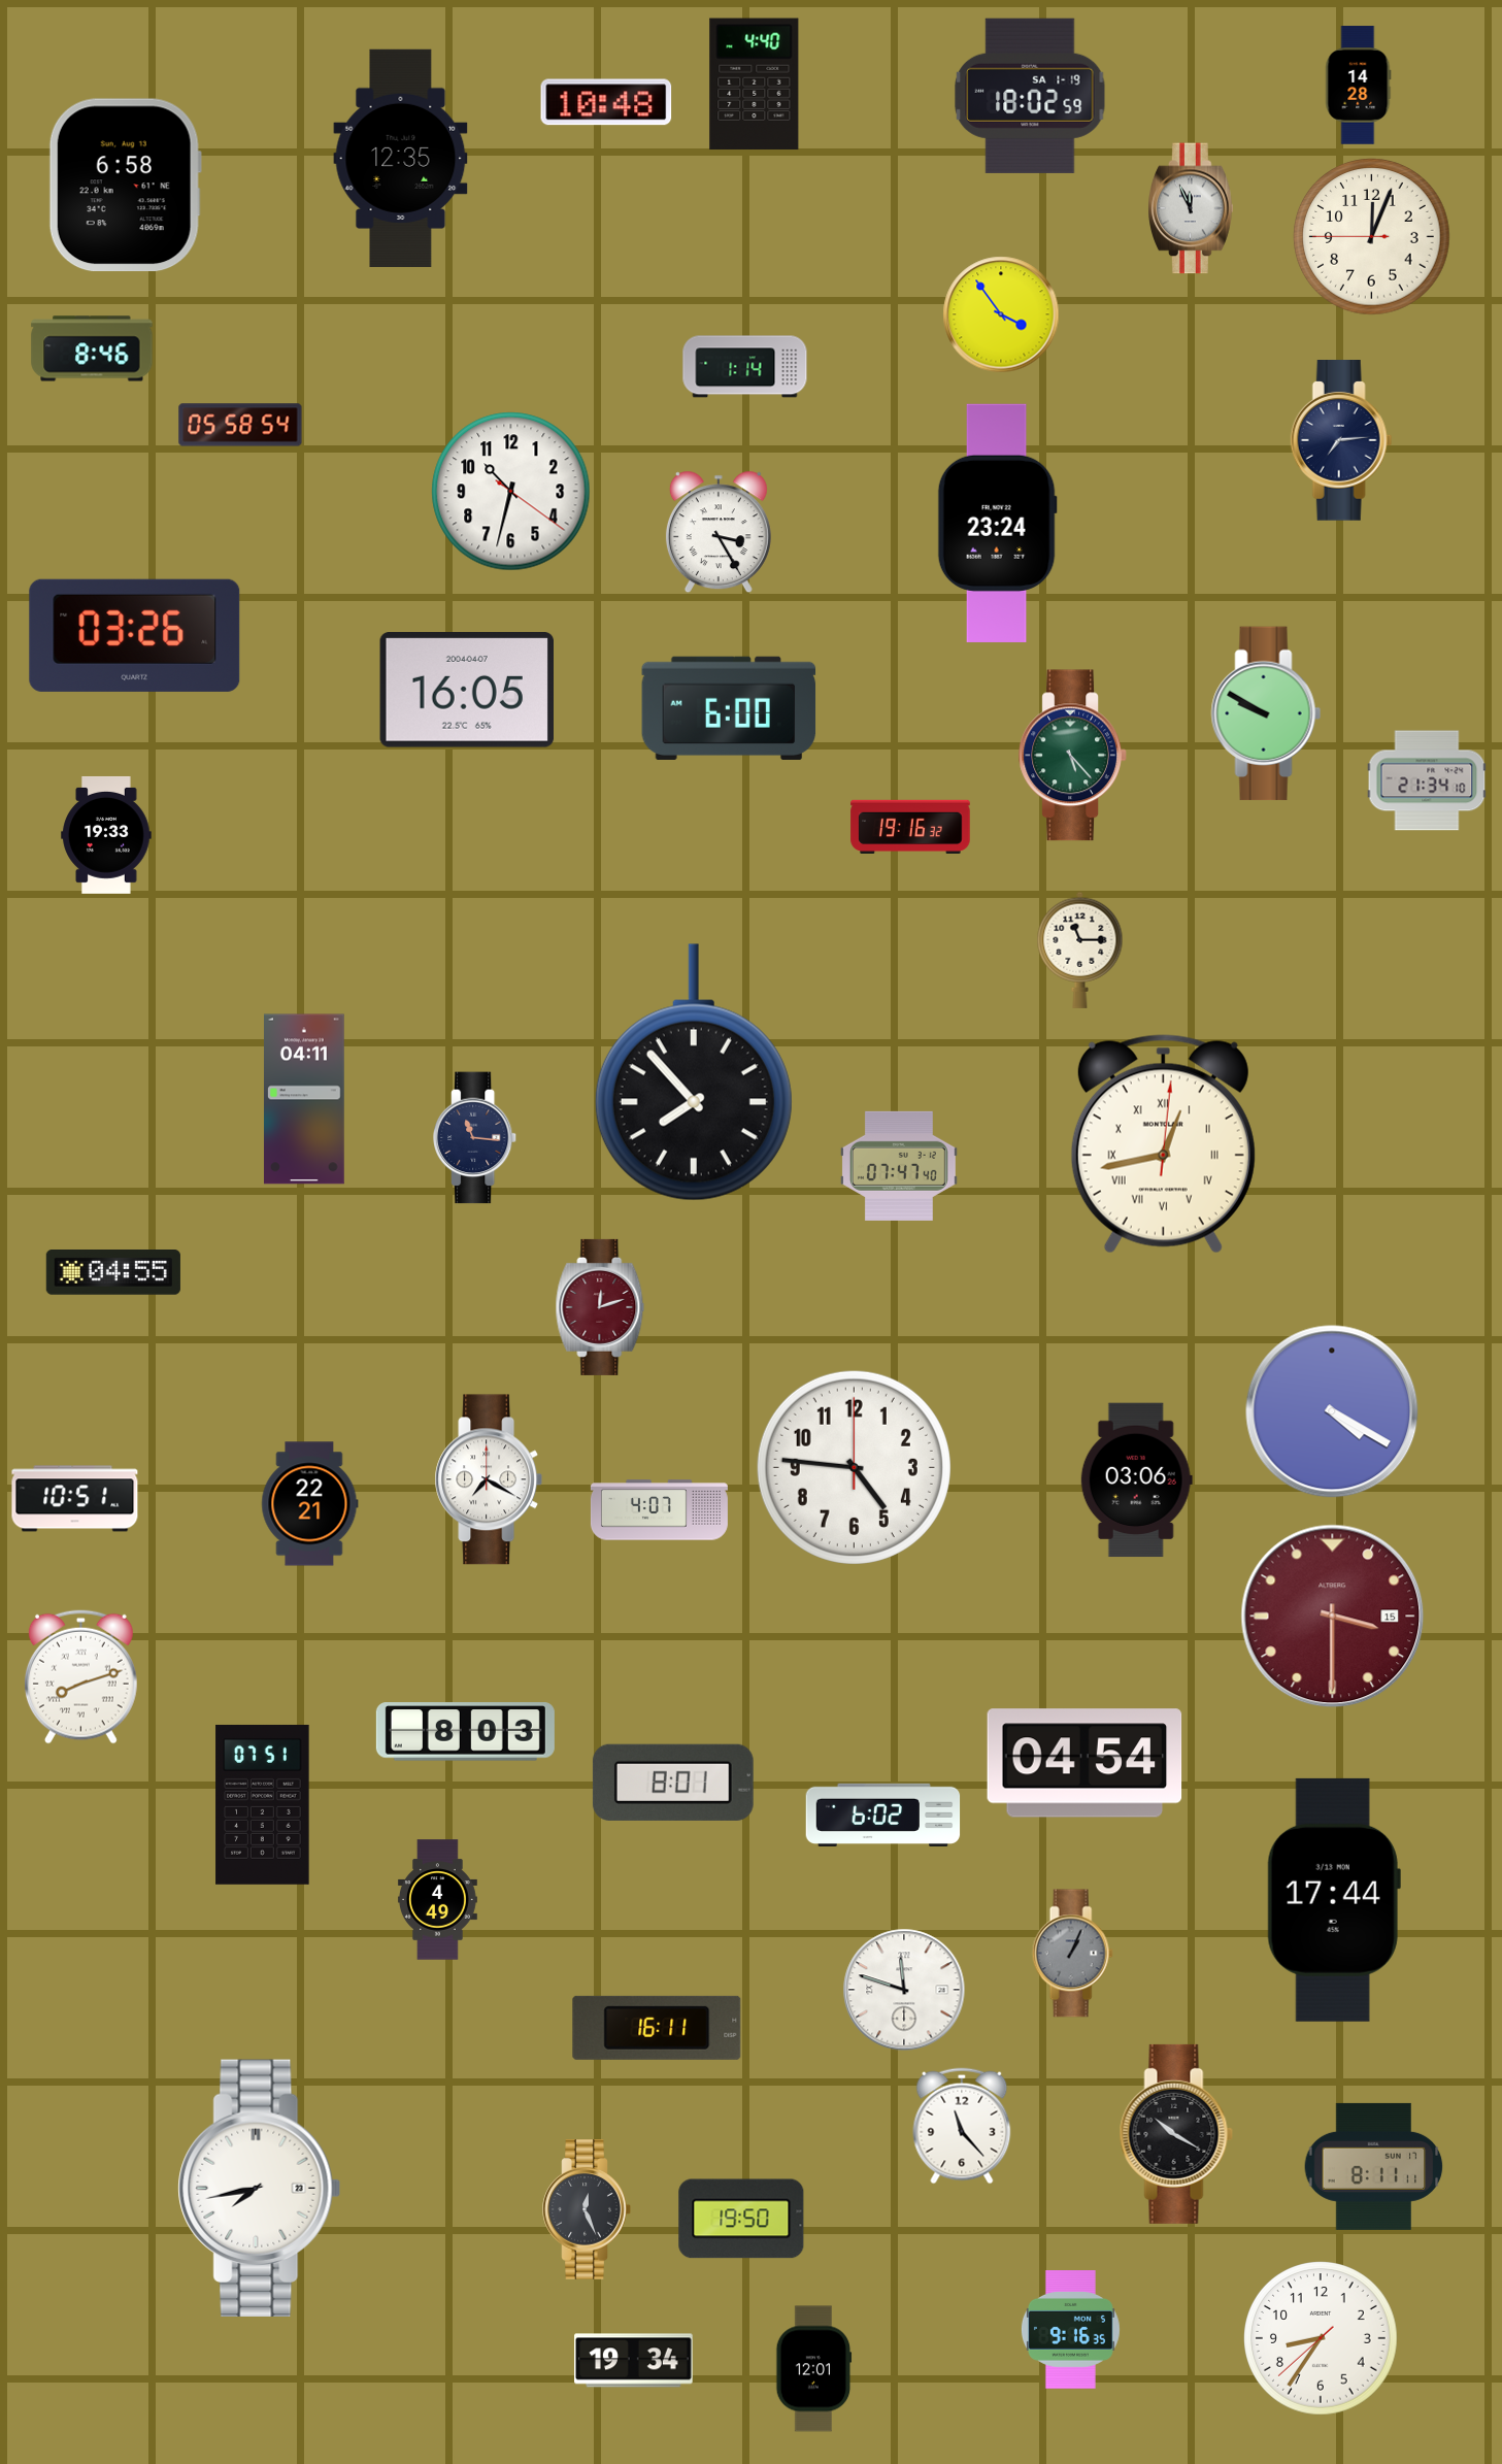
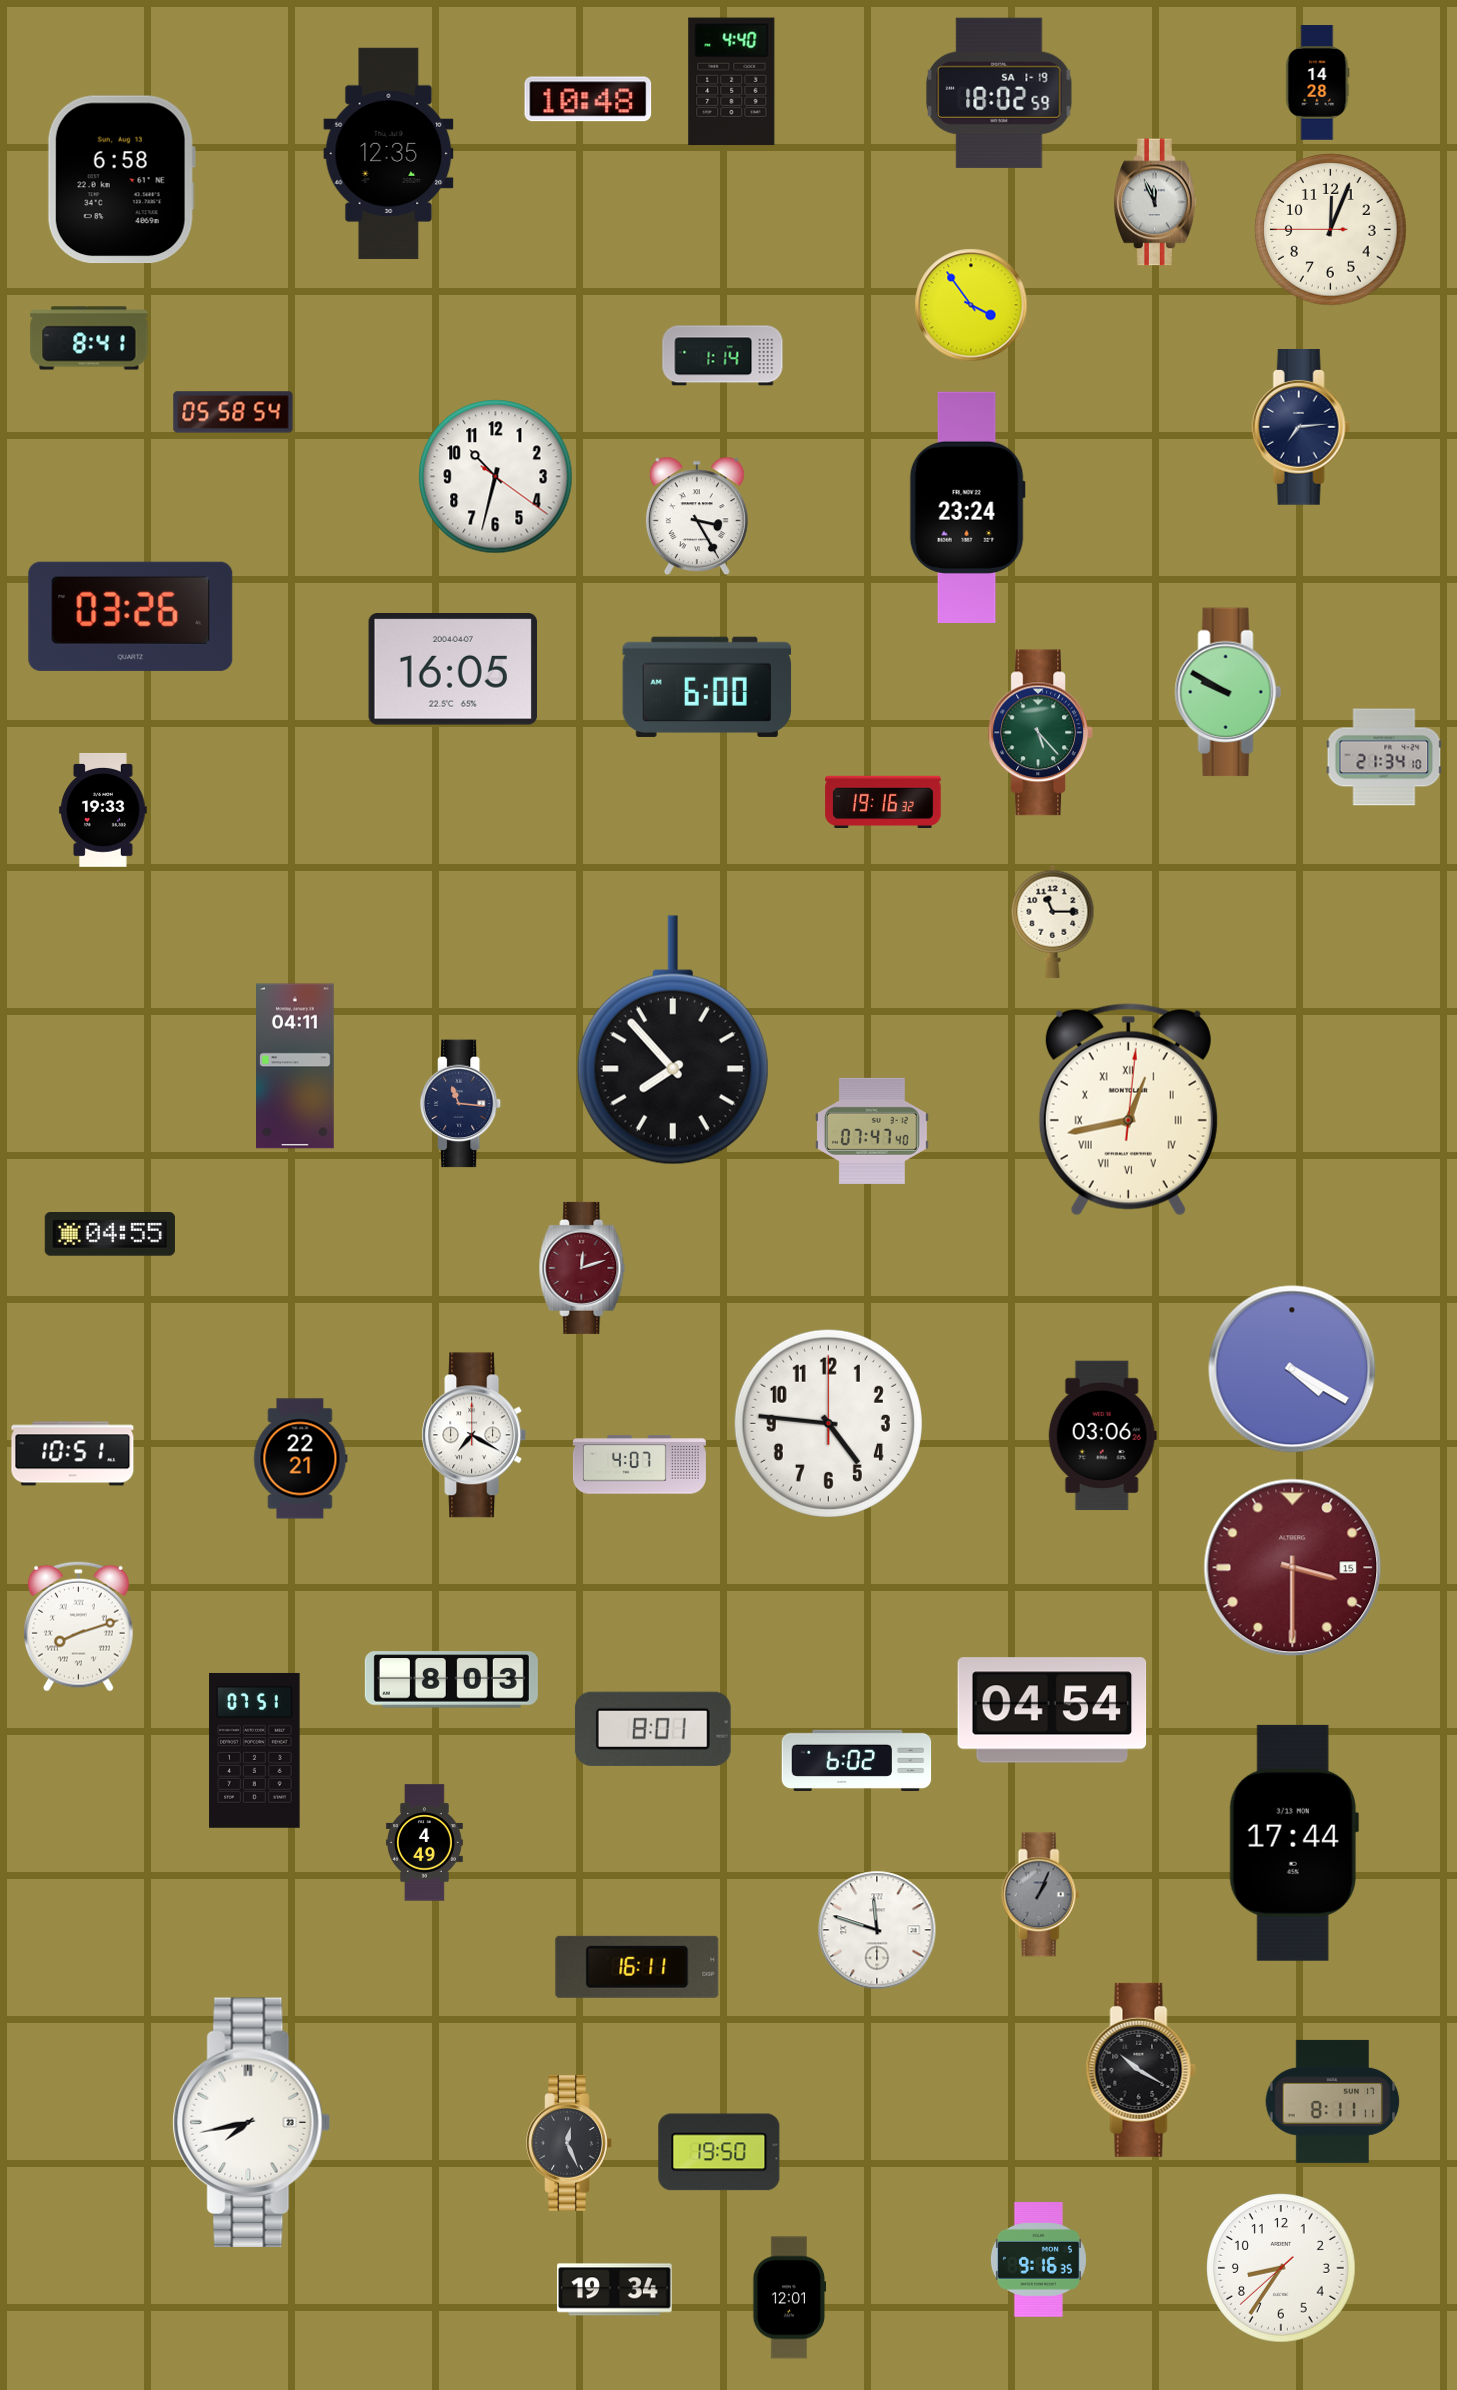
clock at (92, 348): 8:46 -> 8:41
clock at (1080, 950) position: (1080, 950) -> (1053, 921)
clock at (962, 2126): 11:23 -> none
